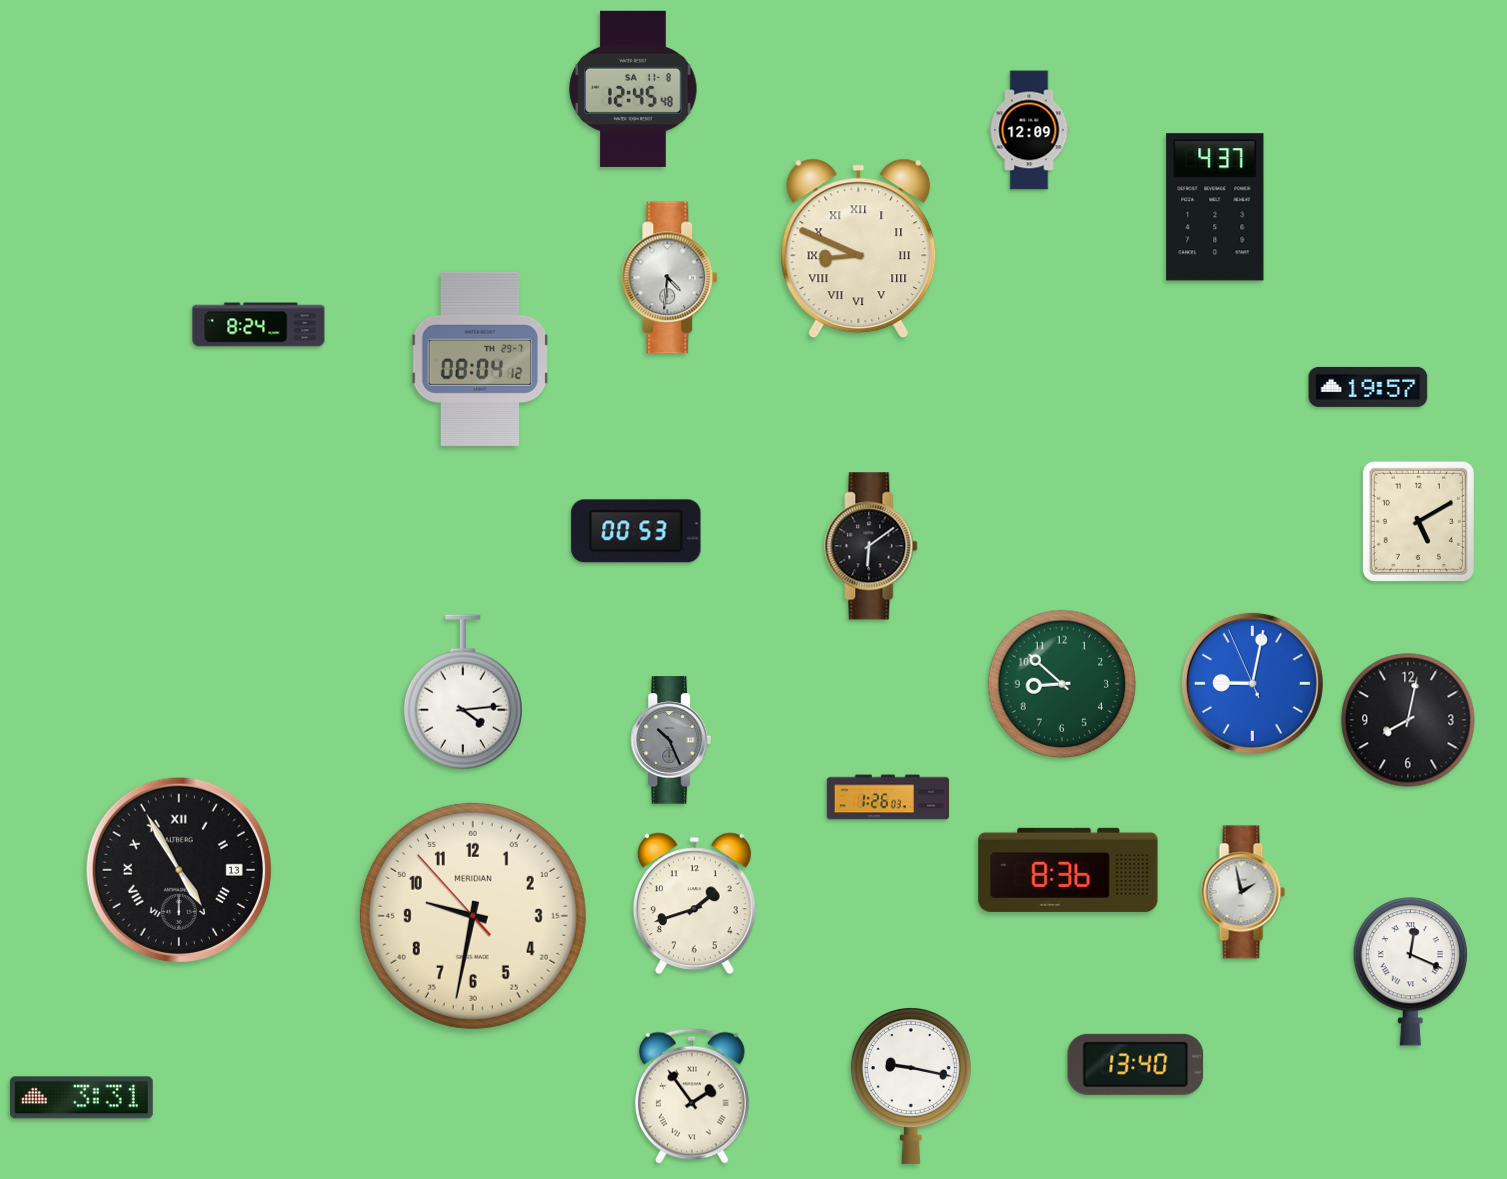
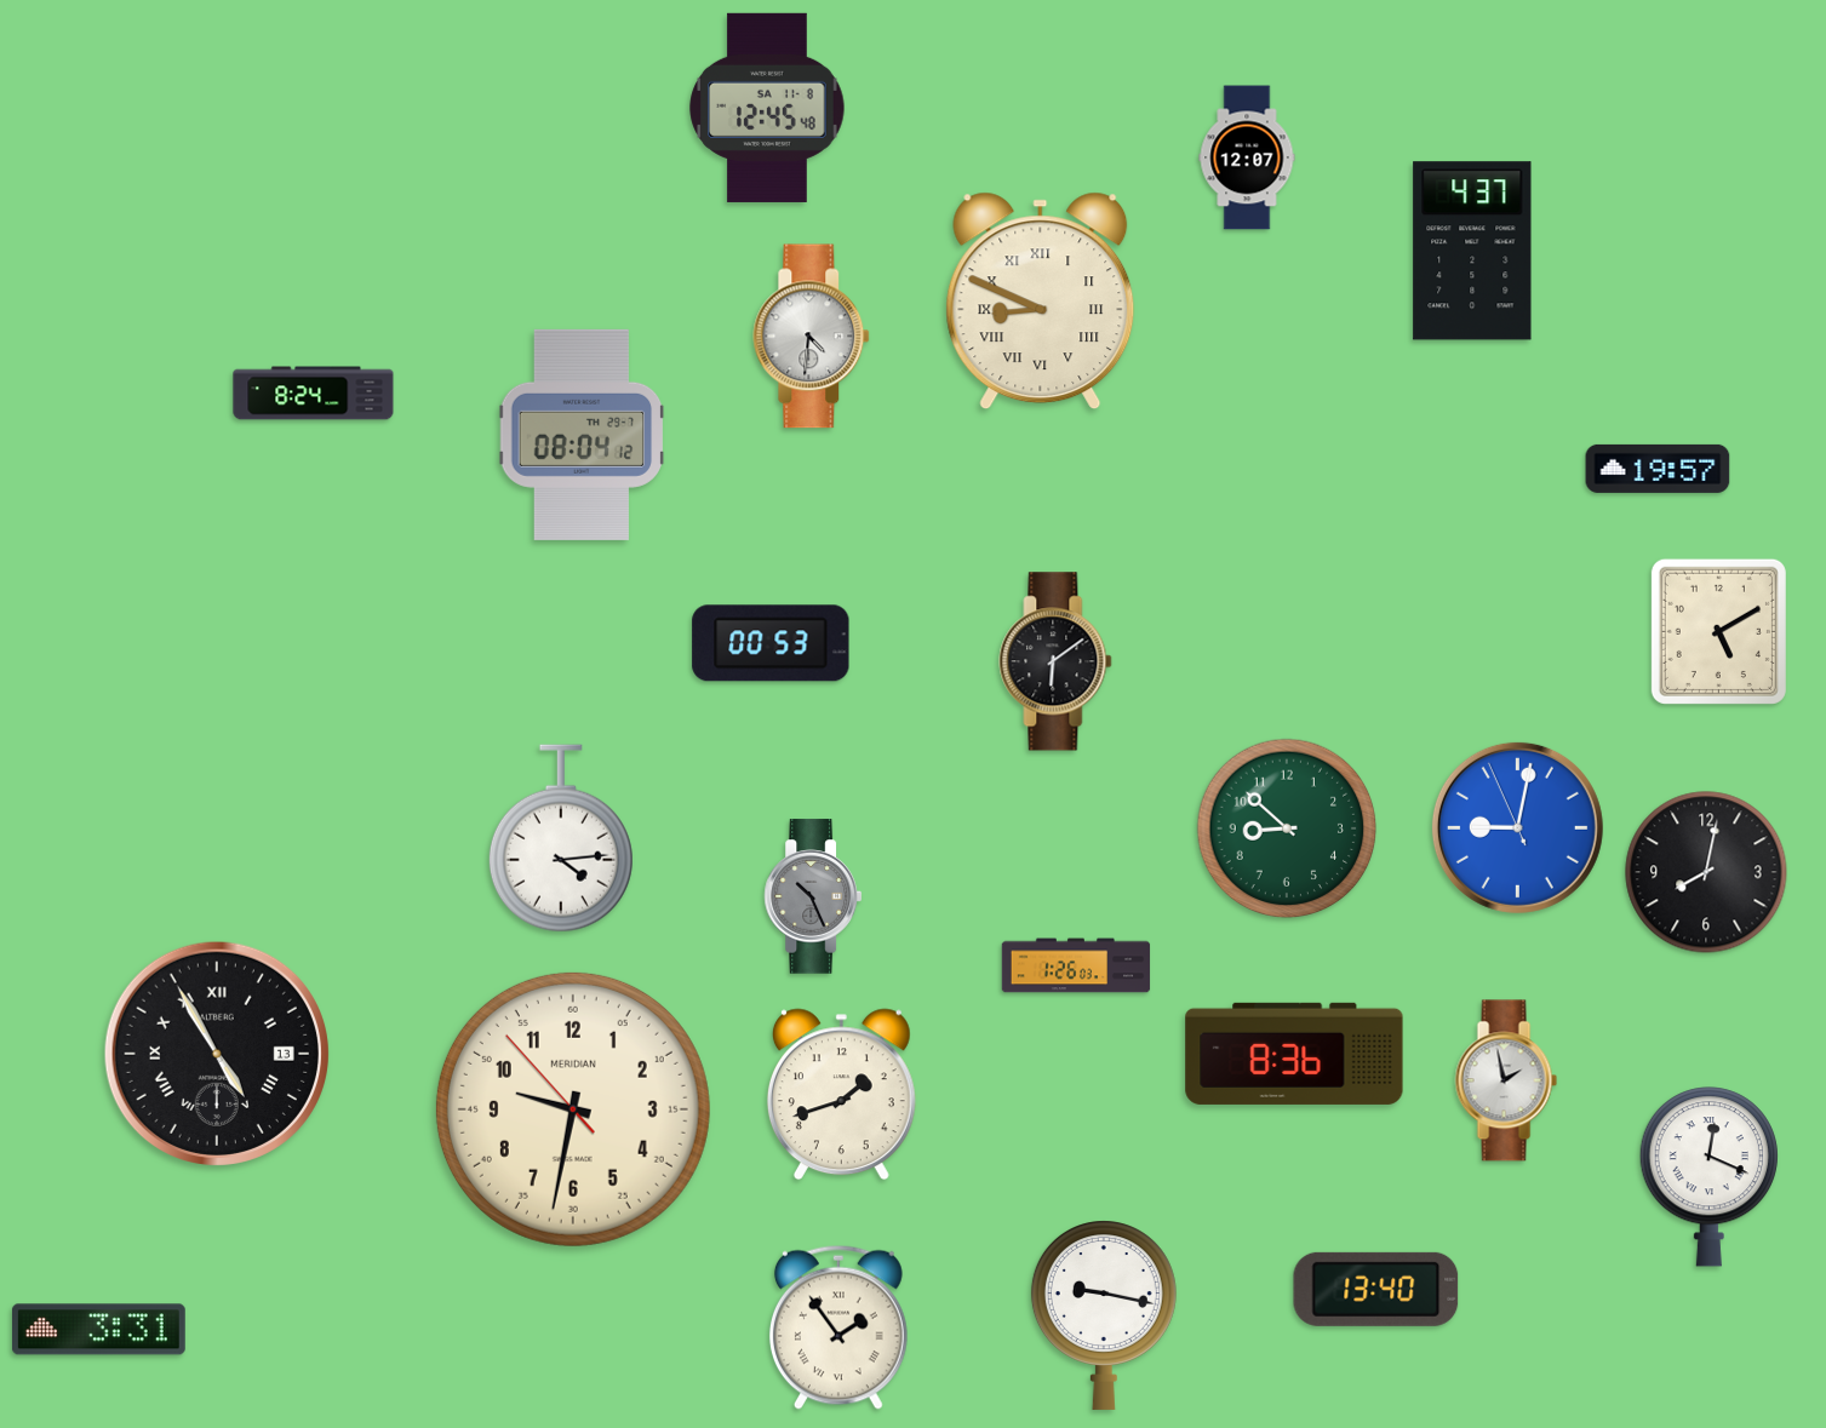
clock at (1029, 130): 12:09 -> 12:07
